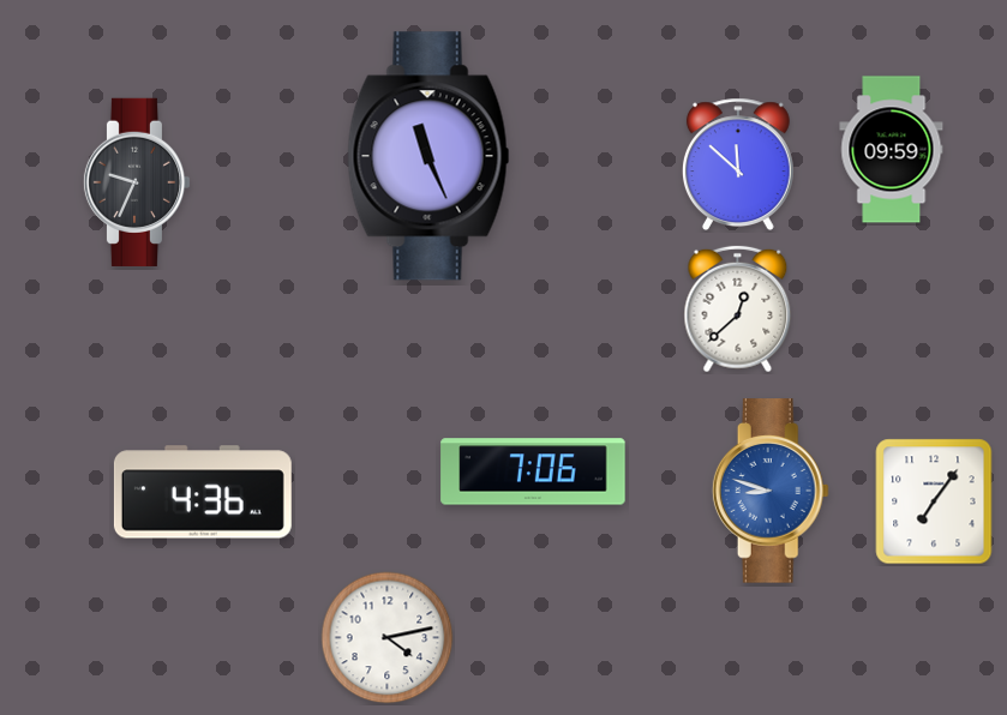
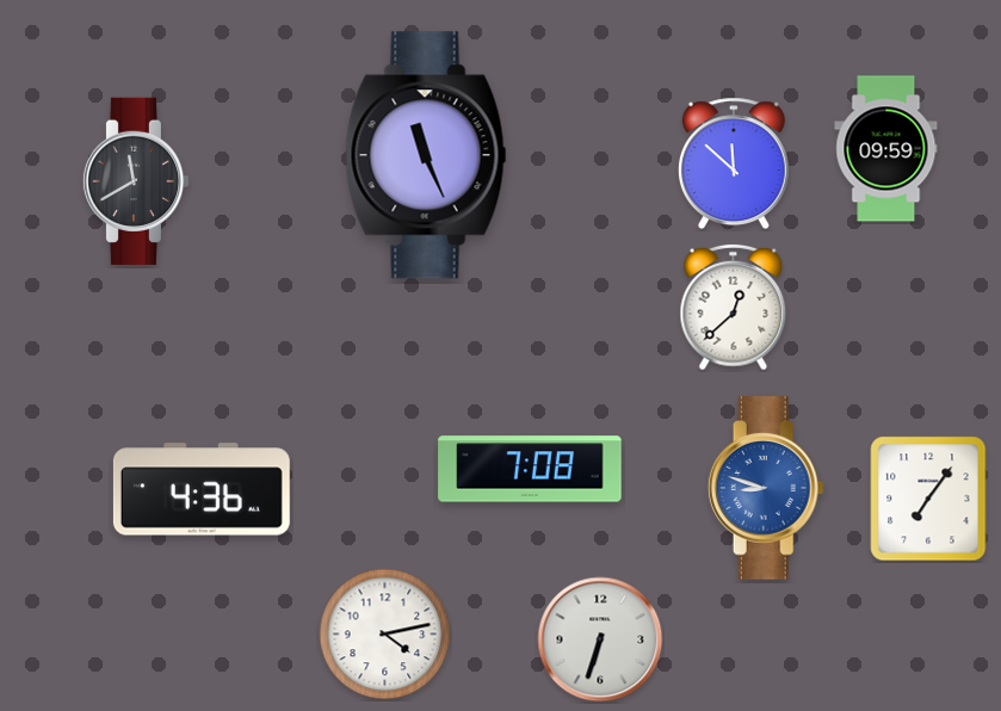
clock at (137, 182): 9:34 -> 11:40
clock at (533, 471): 7:06 -> 7:08
clock at (600, 639): none -> 6:33
